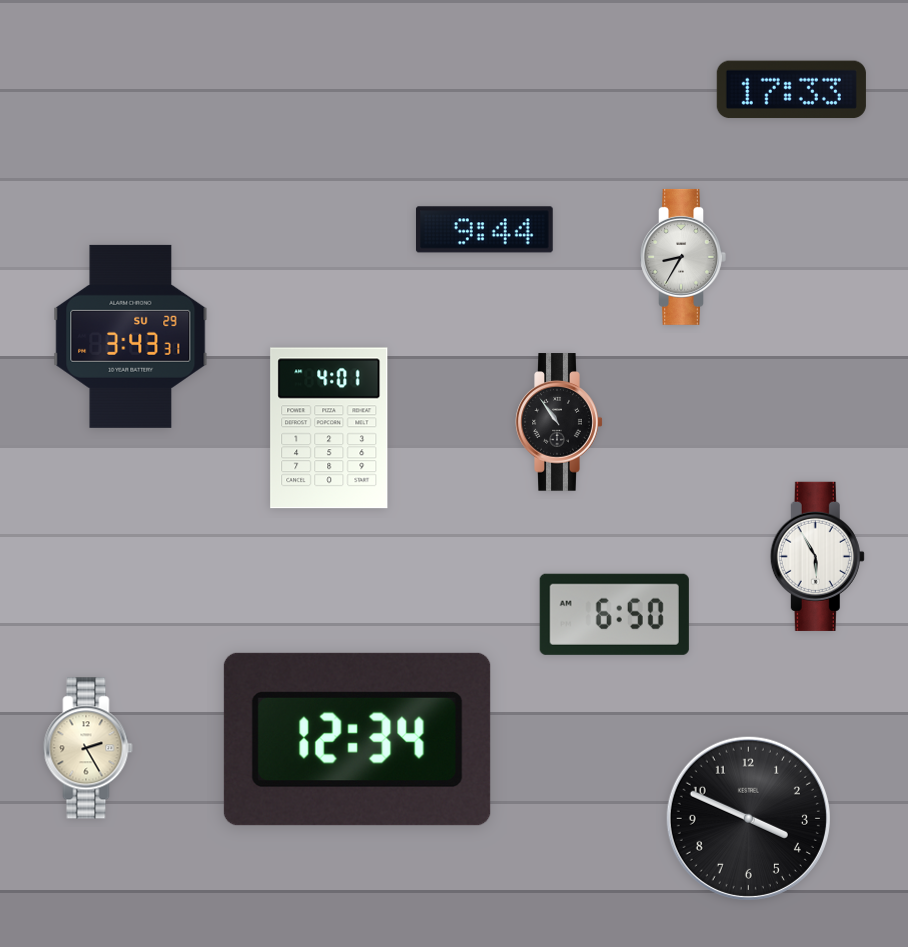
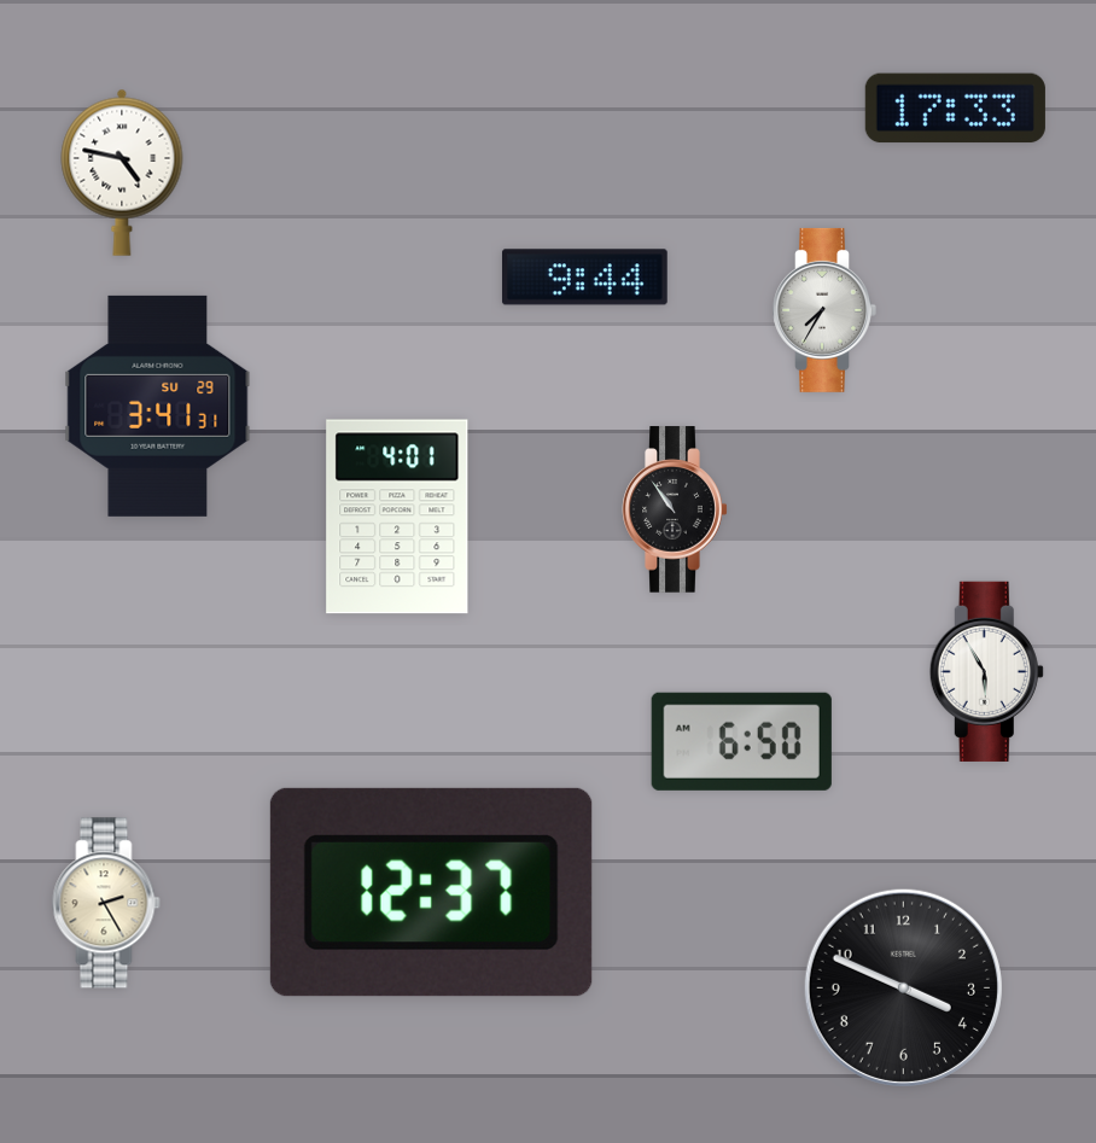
clock at (122, 173): none -> 4:47
clock at (683, 257): 8:35 -> 7:35
clock at (131, 336): 3:43 -> 3:41
clock at (357, 739): 12:34 -> 12:37
